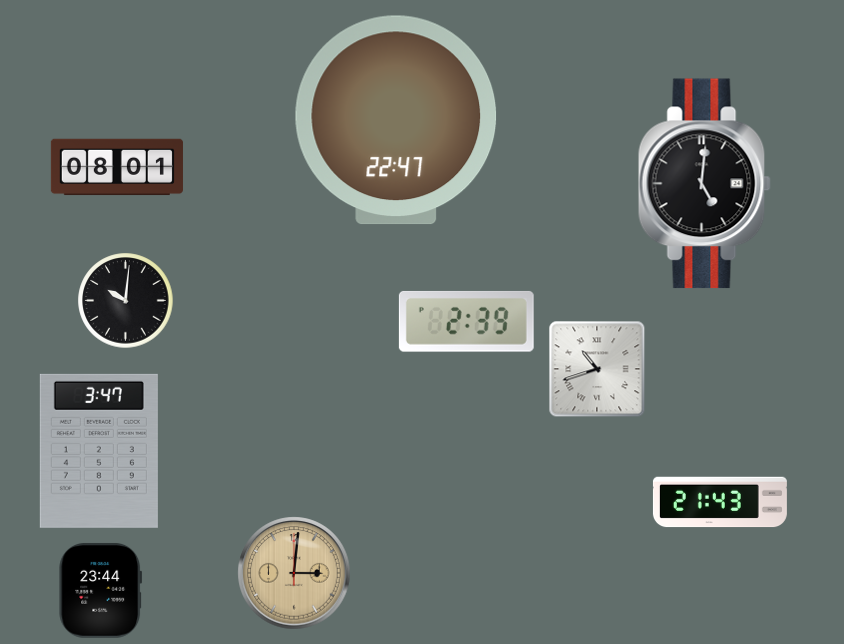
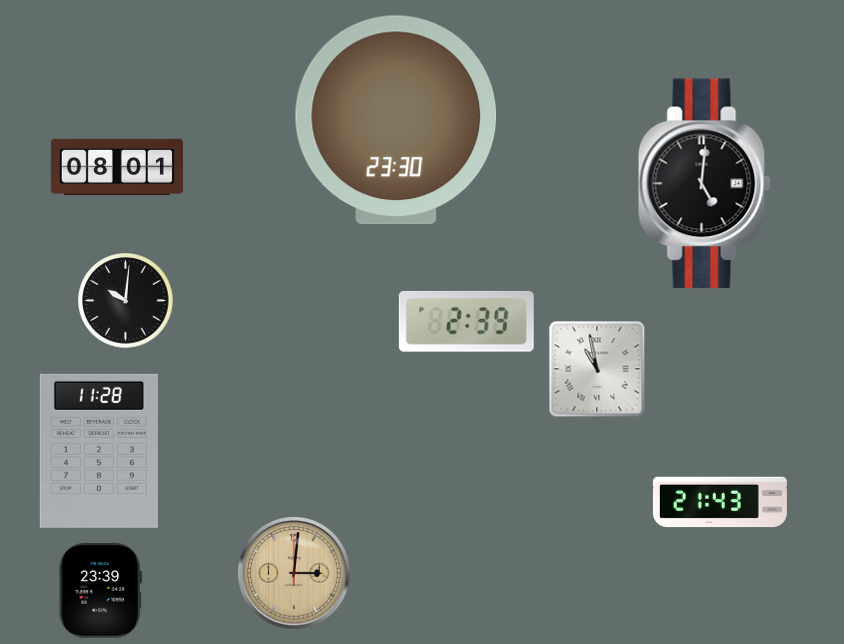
clock at (396, 120): 22:47 -> 23:30
clock at (597, 369): 10:42 -> 10:58
clock at (99, 451): 3:47 -> 11:28
clock at (101, 591): 23:44 -> 23:39
